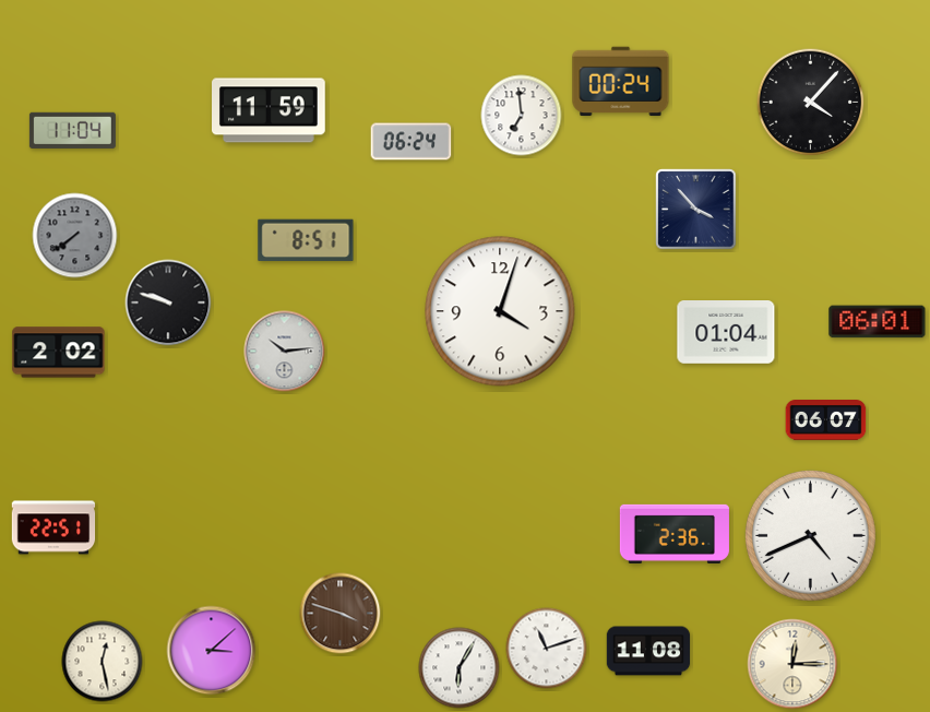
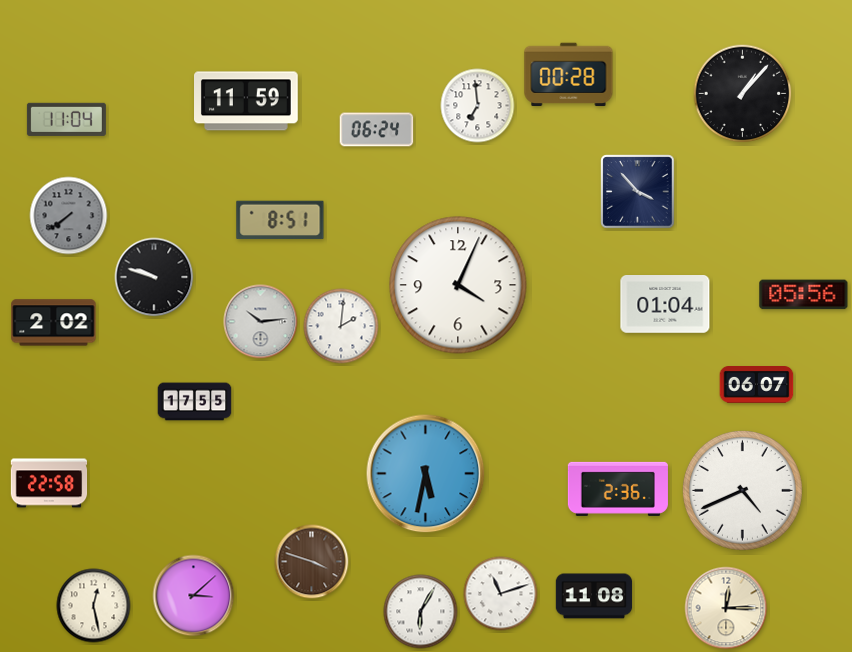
clock at (621, 82): 00:24 -> 00:28
clock at (811, 103): 4:07 -> 1:07
clock at (500, 311): 4:03 -> 4:04
clock at (878, 322): 06:01 -> 05:56
clock at (341, 326): none -> 2:01
clock at (195, 402): none -> 17:55
clock at (426, 474): none -> 5:32
clock at (53, 527): 22:51 -> 22:58
